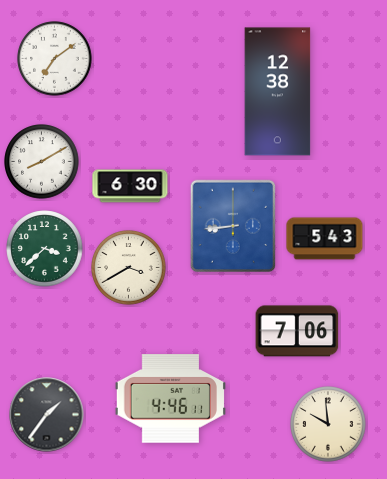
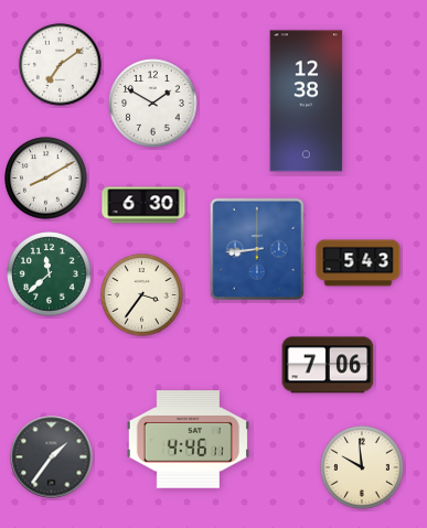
clock at (153, 104): none -> 1:50
clock at (45, 249): 3:38 -> 11:38
clock at (129, 268): 3:40 -> 3:36
